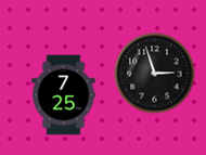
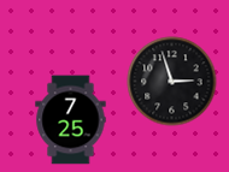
clock at (64, 95) position: (64, 95) -> (71, 120)
